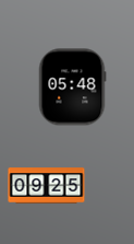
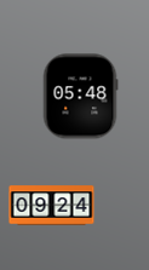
clock at (47, 186): 09:25 -> 09:24
